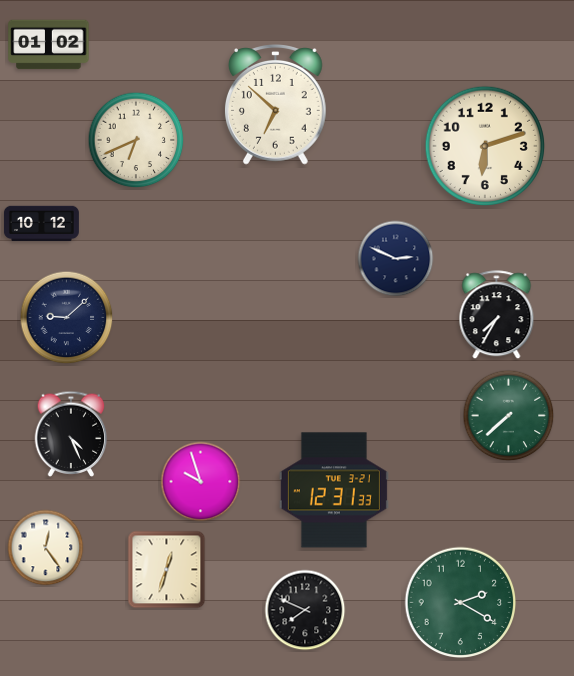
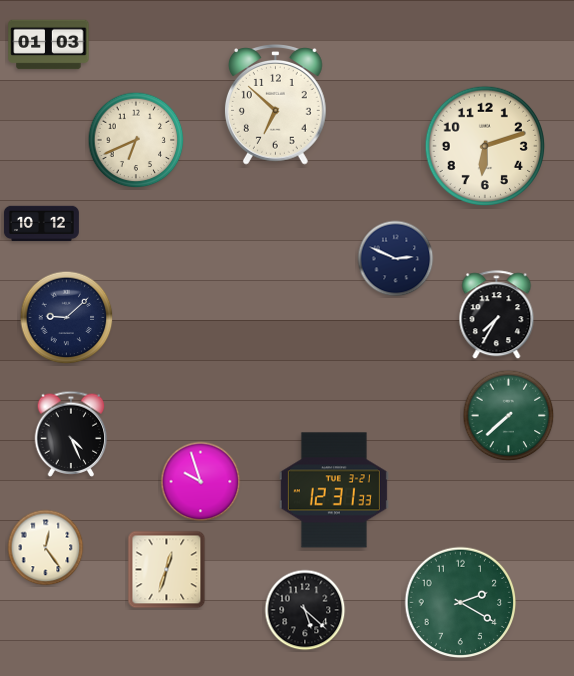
clock at (49, 45): 01:02 -> 01:03
clock at (305, 610): 7:49 -> 5:22
